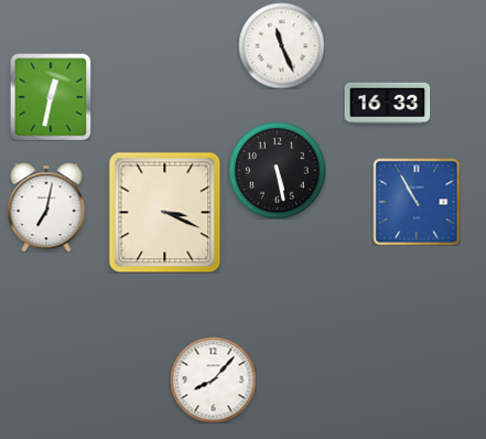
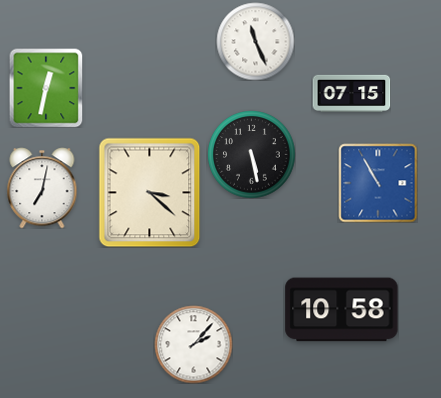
clock at (387, 103): 16:33 -> 07:15
clock at (165, 212): 3:19 -> 3:22
clock at (342, 310): none -> 10:58
clock at (213, 379): 8:07 -> 2:07
